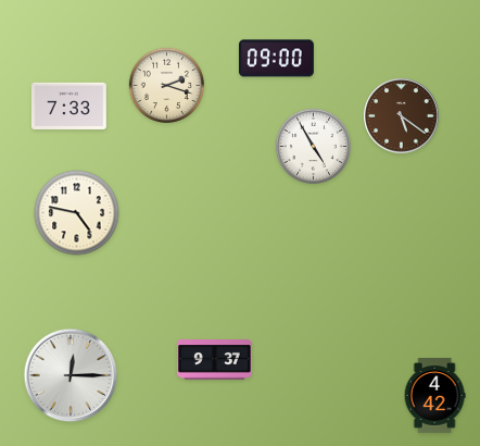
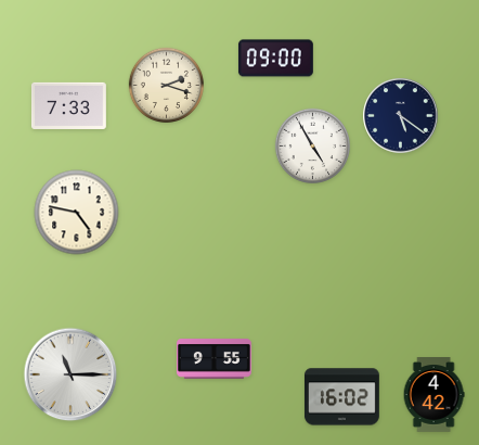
clock at (402, 116) dial: brown -> navy
clock at (214, 360): 9:37 -> 9:55
clock at (71, 375): 12:15 -> 11:15
clock at (341, 397): none -> 16:02
